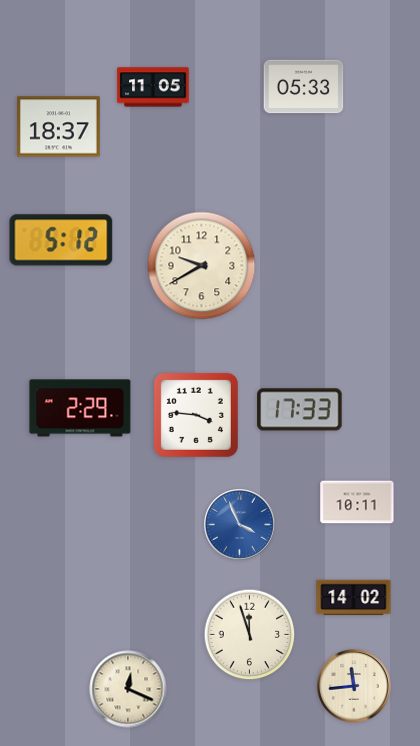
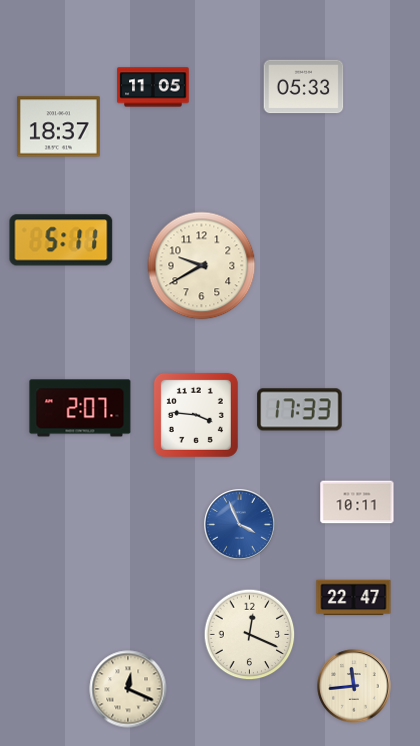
clock at (61, 240): 5:12 -> 5:11
clock at (80, 408): 2:29 -> 2:07
clock at (354, 598): 14:02 -> 22:47
clock at (250, 635): 11:57 -> 12:19
